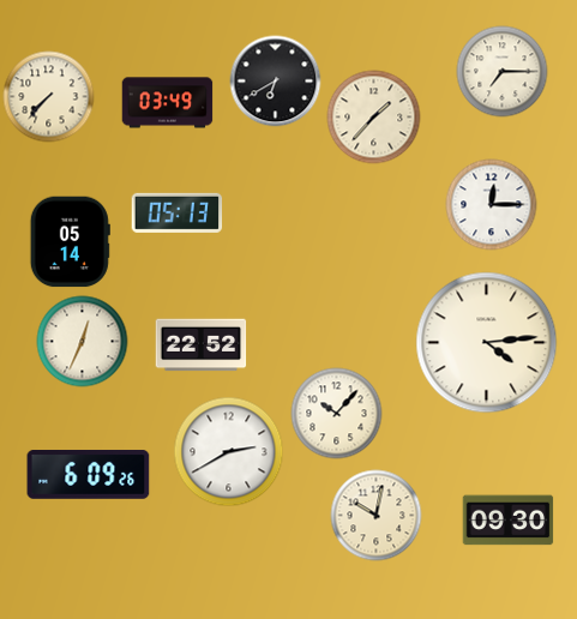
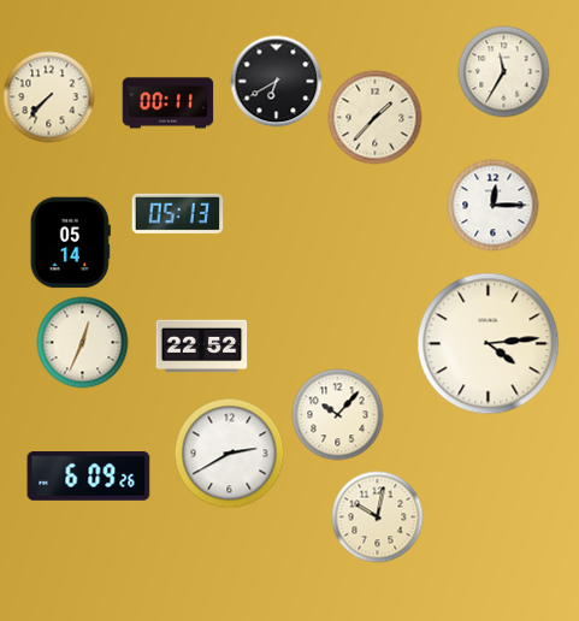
clock at (503, 72): 7:15 -> 11:35
clock at (168, 103): 03:49 -> 00:11
clock at (509, 521): 09:30 -> none
